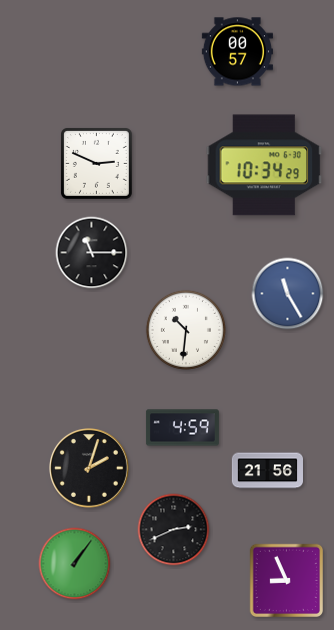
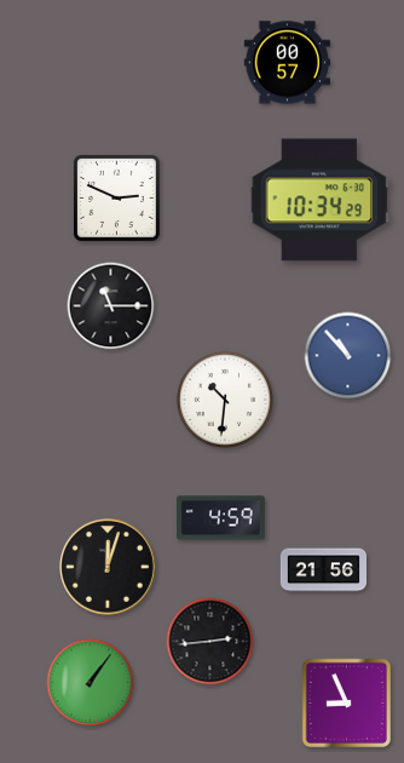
clock at (288, 294): 11:25 -> 10:53
clock at (90, 469): 2:03 -> 12:03
clock at (174, 530): 2:41 -> 2:44
